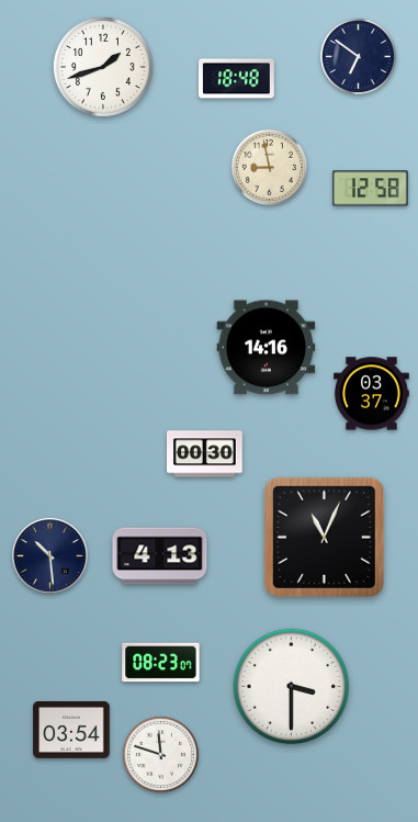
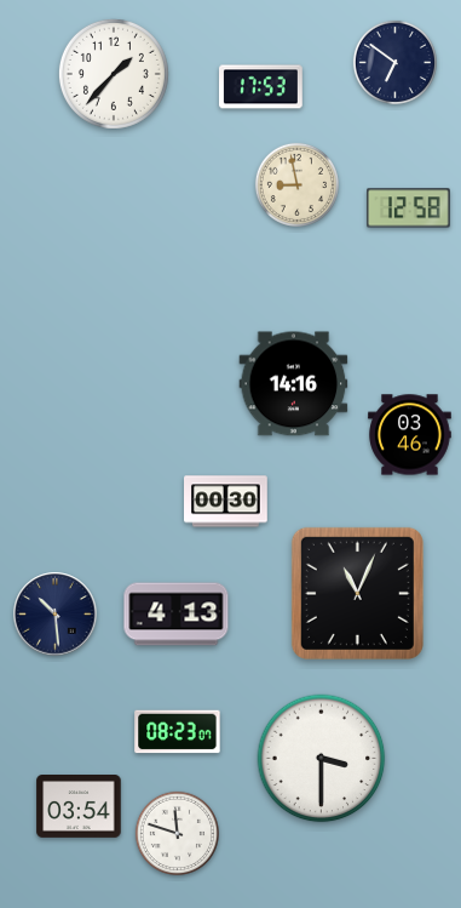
clock at (103, 67): 1:42 -> 1:37
clock at (237, 79): 18:48 -> 17:53
clock at (372, 394): 03:37 -> 03:46
